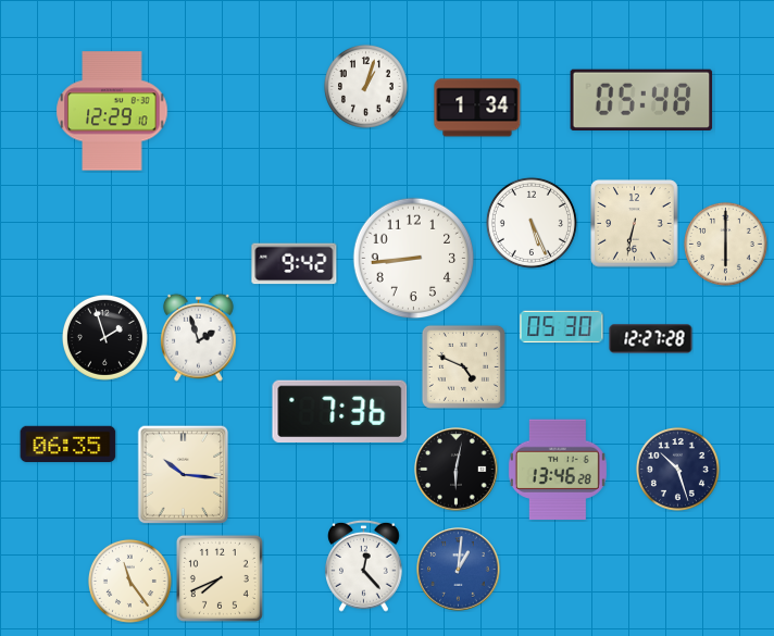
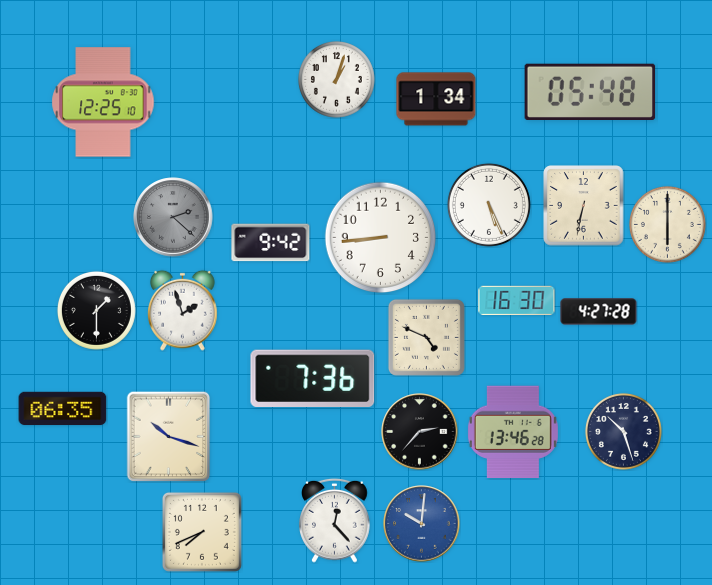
clock at (477, 108) position: (477, 108) -> (436, 99)
clock at (112, 111): 12:29 -> 12:25
clock at (173, 217): none -> 2:22
clock at (562, 326): 05:30 -> 16:30
clock at (104, 337): 1:57 -> 1:30
clock at (651, 339): 12:27 -> 4:27
clock at (457, 470): 6:02 -> 2:37
clock at (184, 474): 10:16 -> 10:18
clock at (459, 570): 1:01 -> 10:01
clock at (129, 581): 11:24 -> none
